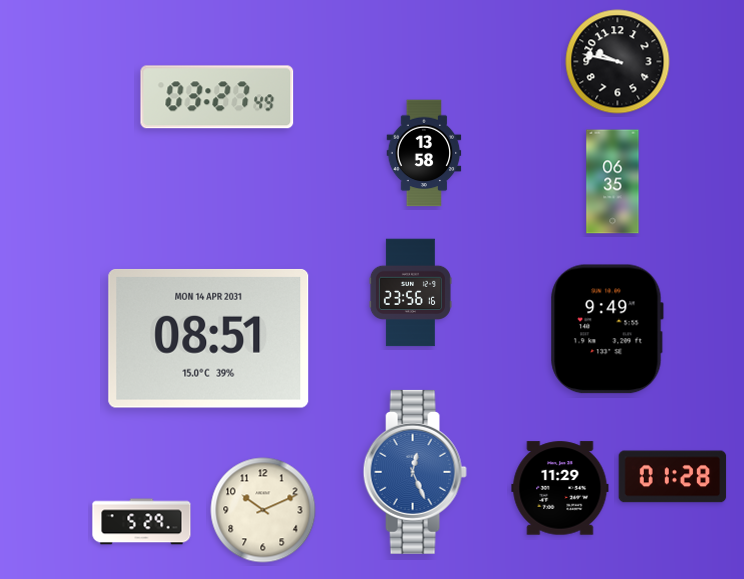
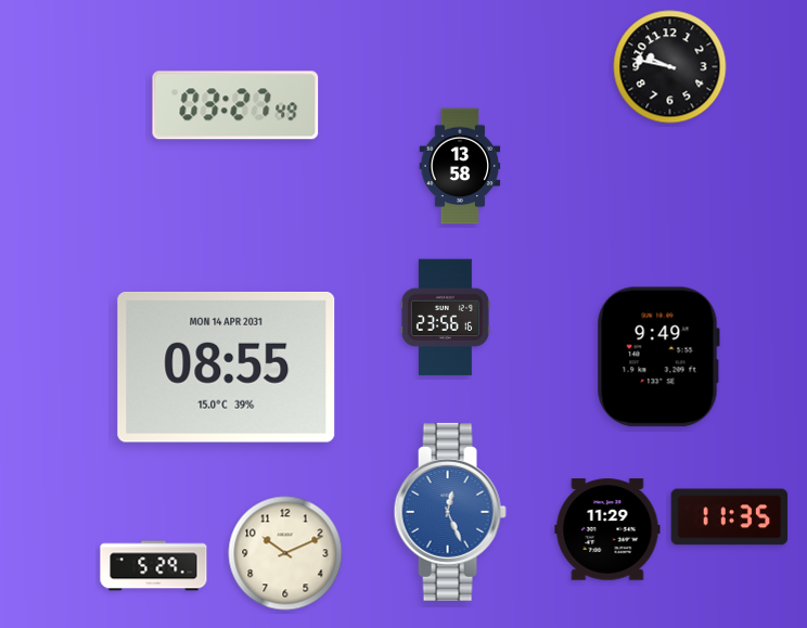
clock at (613, 182): 06:35 -> none
clock at (209, 338): 08:51 -> 08:55
clock at (673, 477): 01:28 -> 11:35
